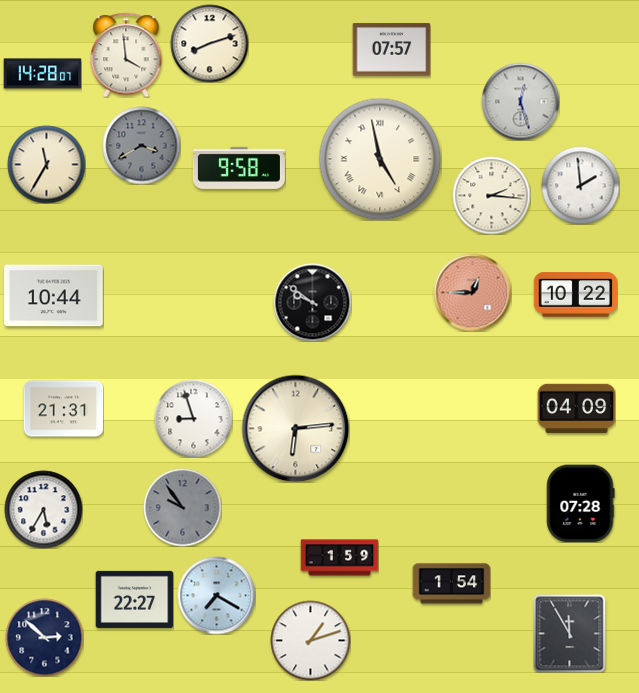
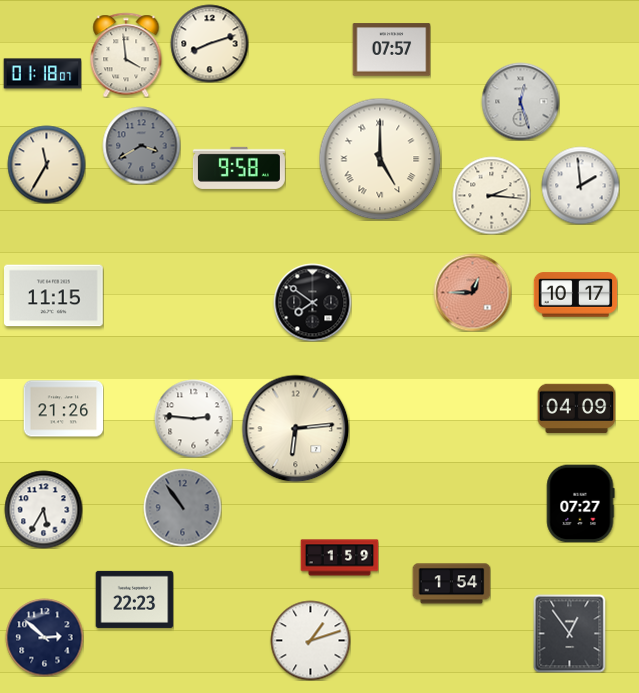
clock at (42, 74): 14:28 -> 01:18
clock at (380, 159): 4:58 -> 5:00
clock at (575, 295): 10:22 -> 10:17
clock at (54, 296): 10:44 -> 11:15
clock at (312, 302): 9:51 -> 7:51
clock at (63, 409): 21:31 -> 21:26
clock at (193, 418): 8:57 -> 2:46
clock at (580, 503): 07:28 -> 07:27
clock at (182, 507): 9:54 -> 10:54
clock at (216, 595): 7:20 -> none
clock at (134, 599): 22:27 -> 22:23
clock at (570, 633): 11:55 -> 12:54
